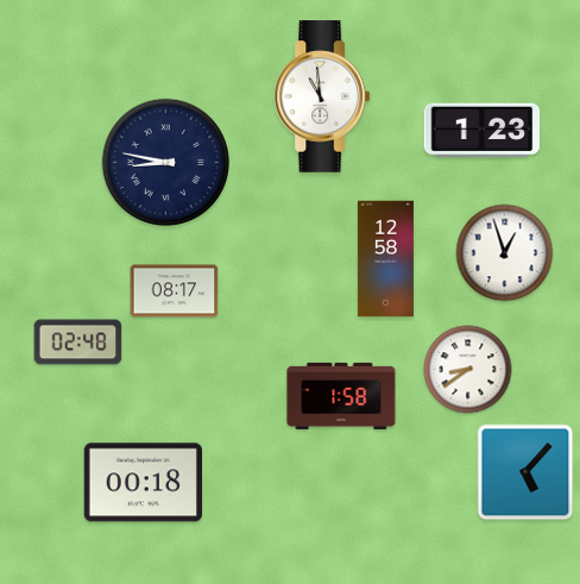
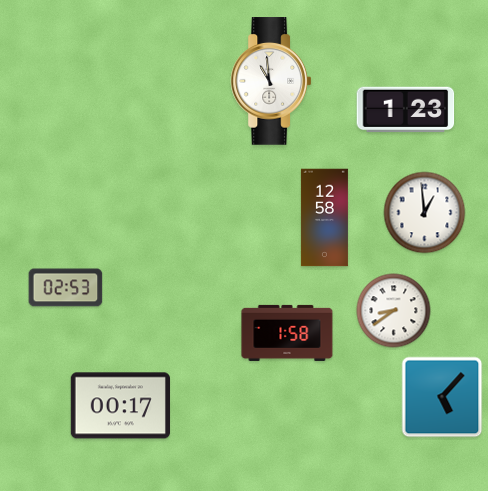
clock at (165, 162): 8:47 -> none
clock at (505, 253): 12:57 -> 12:59
clock at (175, 291): 08:17 -> none
clock at (78, 343): 02:48 -> 02:53
clock at (143, 483): 00:18 -> 00:17
